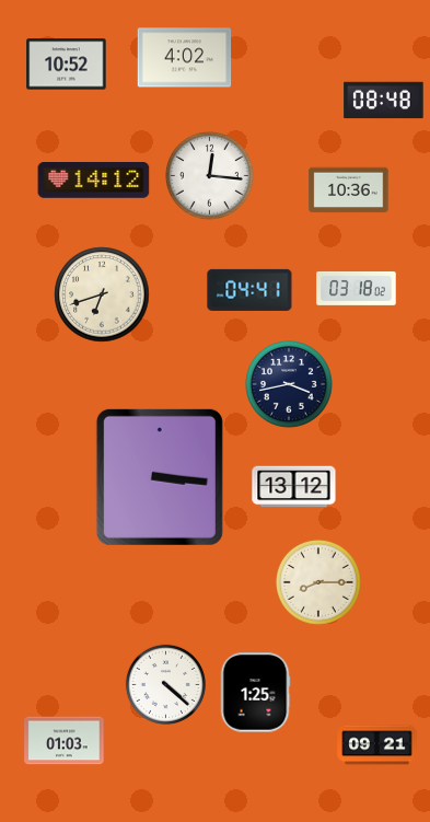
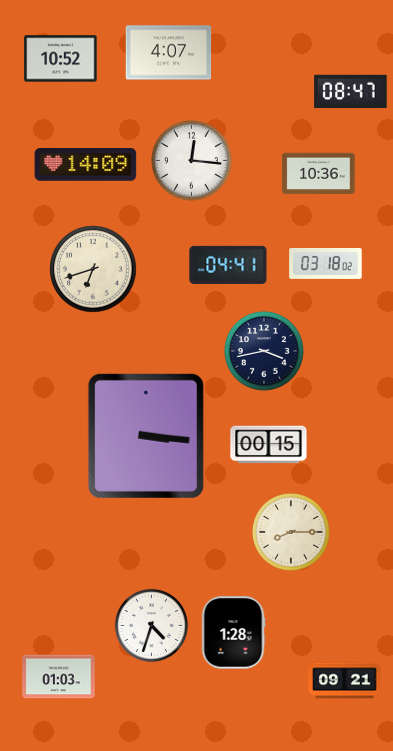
clock at (185, 58): 4:02 -> 4:07
clock at (384, 101): 08:48 -> 08:47
clock at (94, 181): 14:12 -> 14:09
clock at (294, 487): 13:12 -> 00:15
clock at (165, 684): 4:22 -> 4:33
clock at (255, 693): 1:25 -> 1:28
